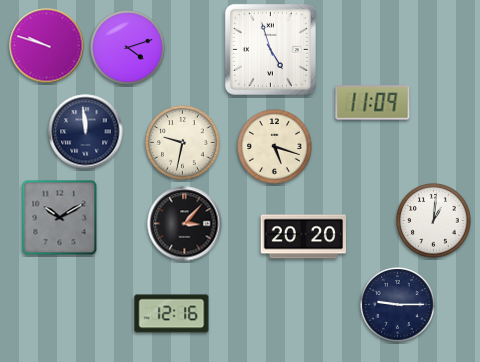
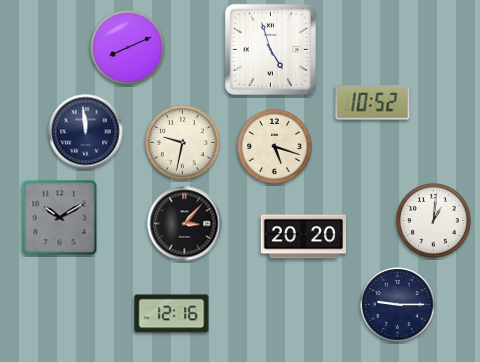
clock at (47, 46): 9:48 -> none
clock at (128, 48): 4:12 -> 8:11
clock at (373, 103): 11:09 -> 10:52
